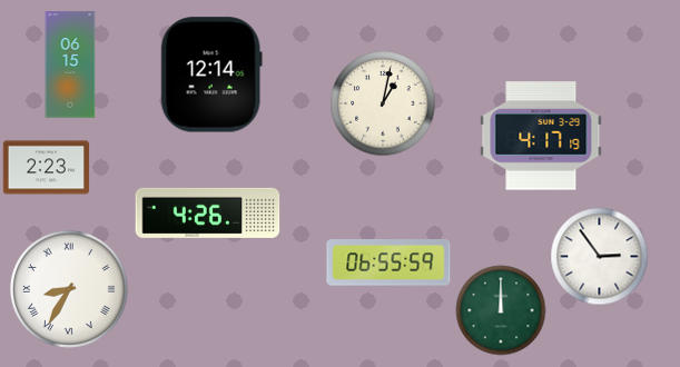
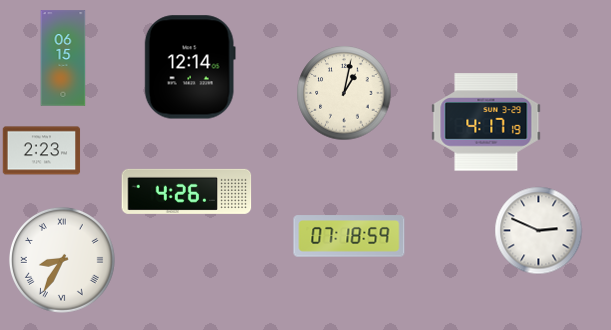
clock at (599, 256): 2:54 -> 2:49
clock at (388, 262): 06:55 -> 07:18
clock at (501, 310): 12:00 -> none
